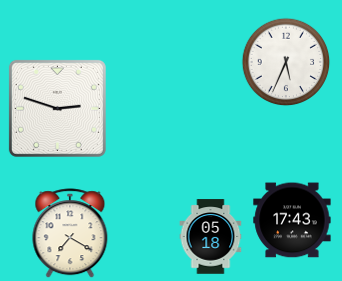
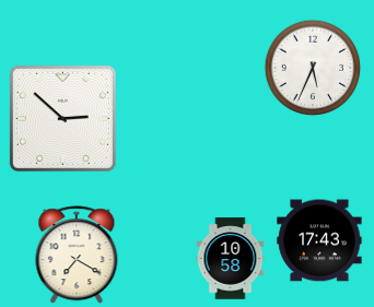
clock at (57, 108): 2:48 -> 2:52
clock at (211, 237): 05:18 -> 10:58
